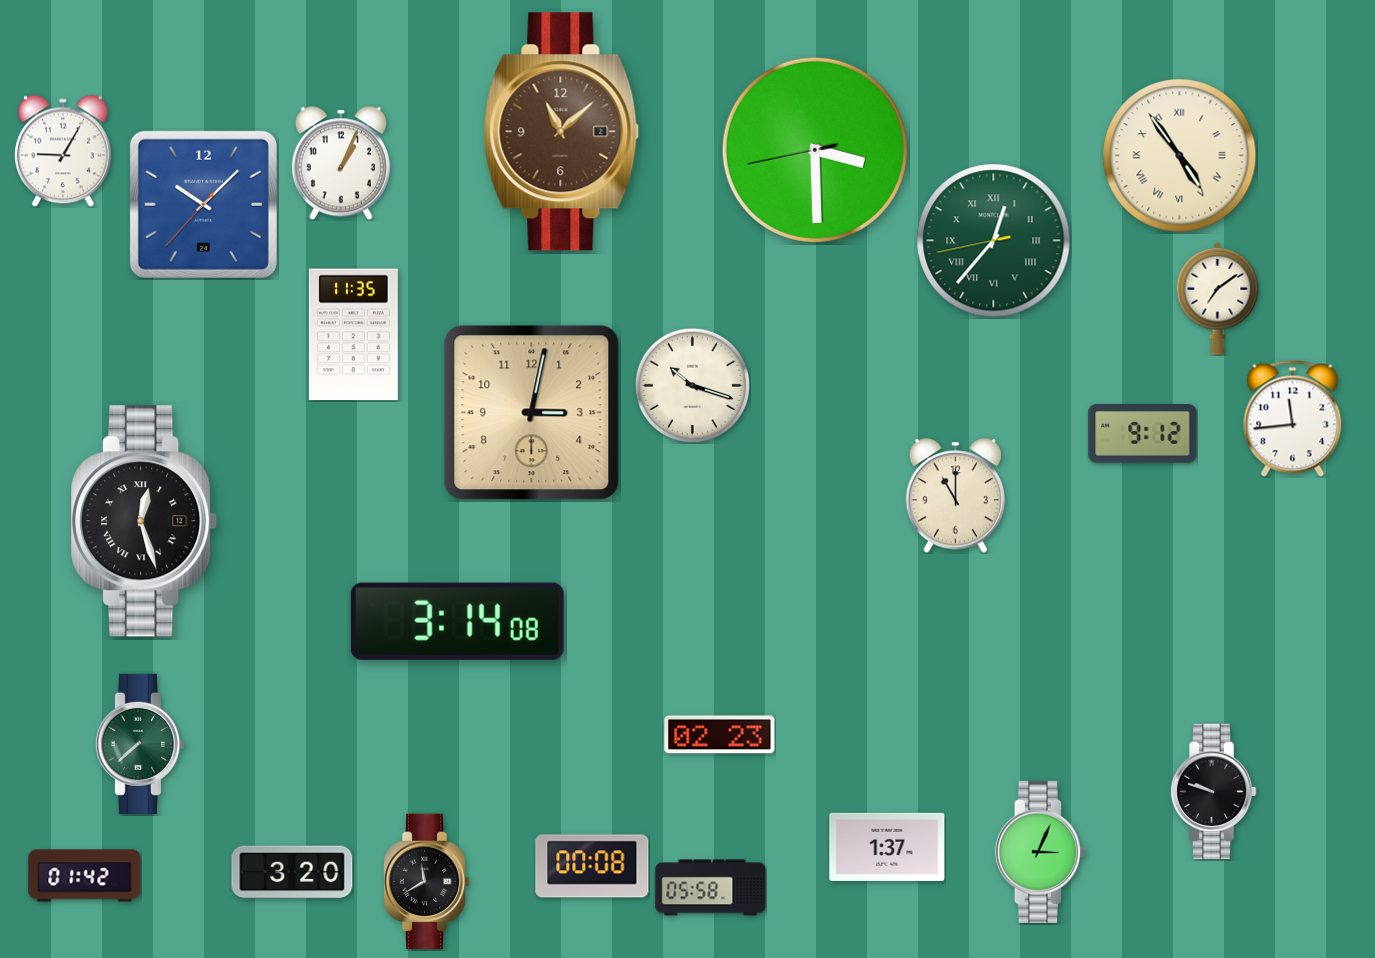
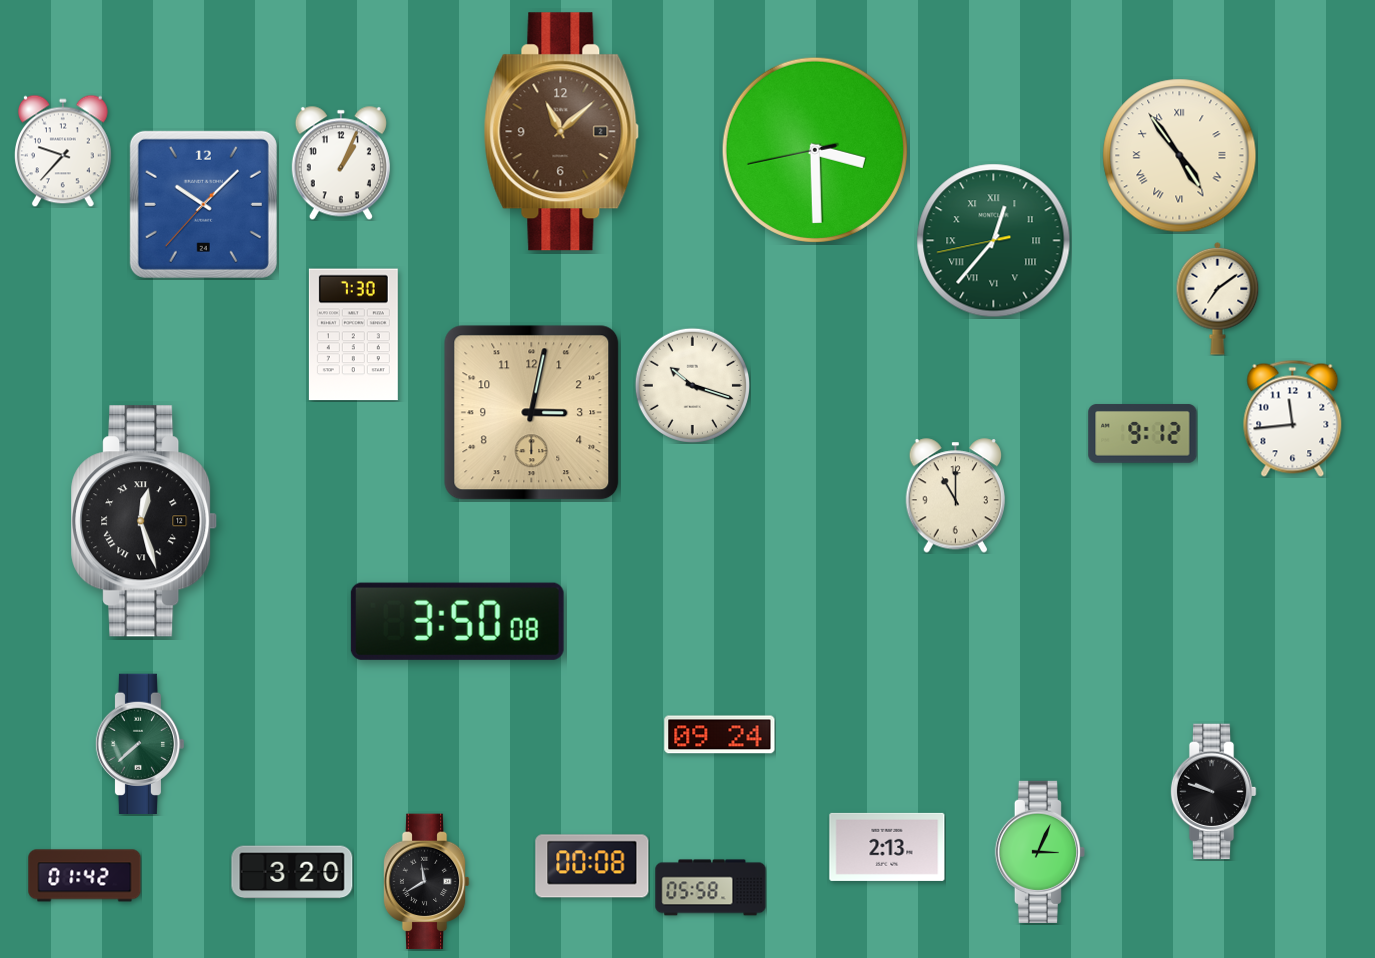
clock at (63, 151): 9:05 -> 9:37
clock at (353, 335): 11:35 -> 7:30
clock at (457, 621): 3:14 -> 3:50
clock at (720, 735): 02:23 -> 09:24
clock at (887, 847): 1:37 -> 2:13
